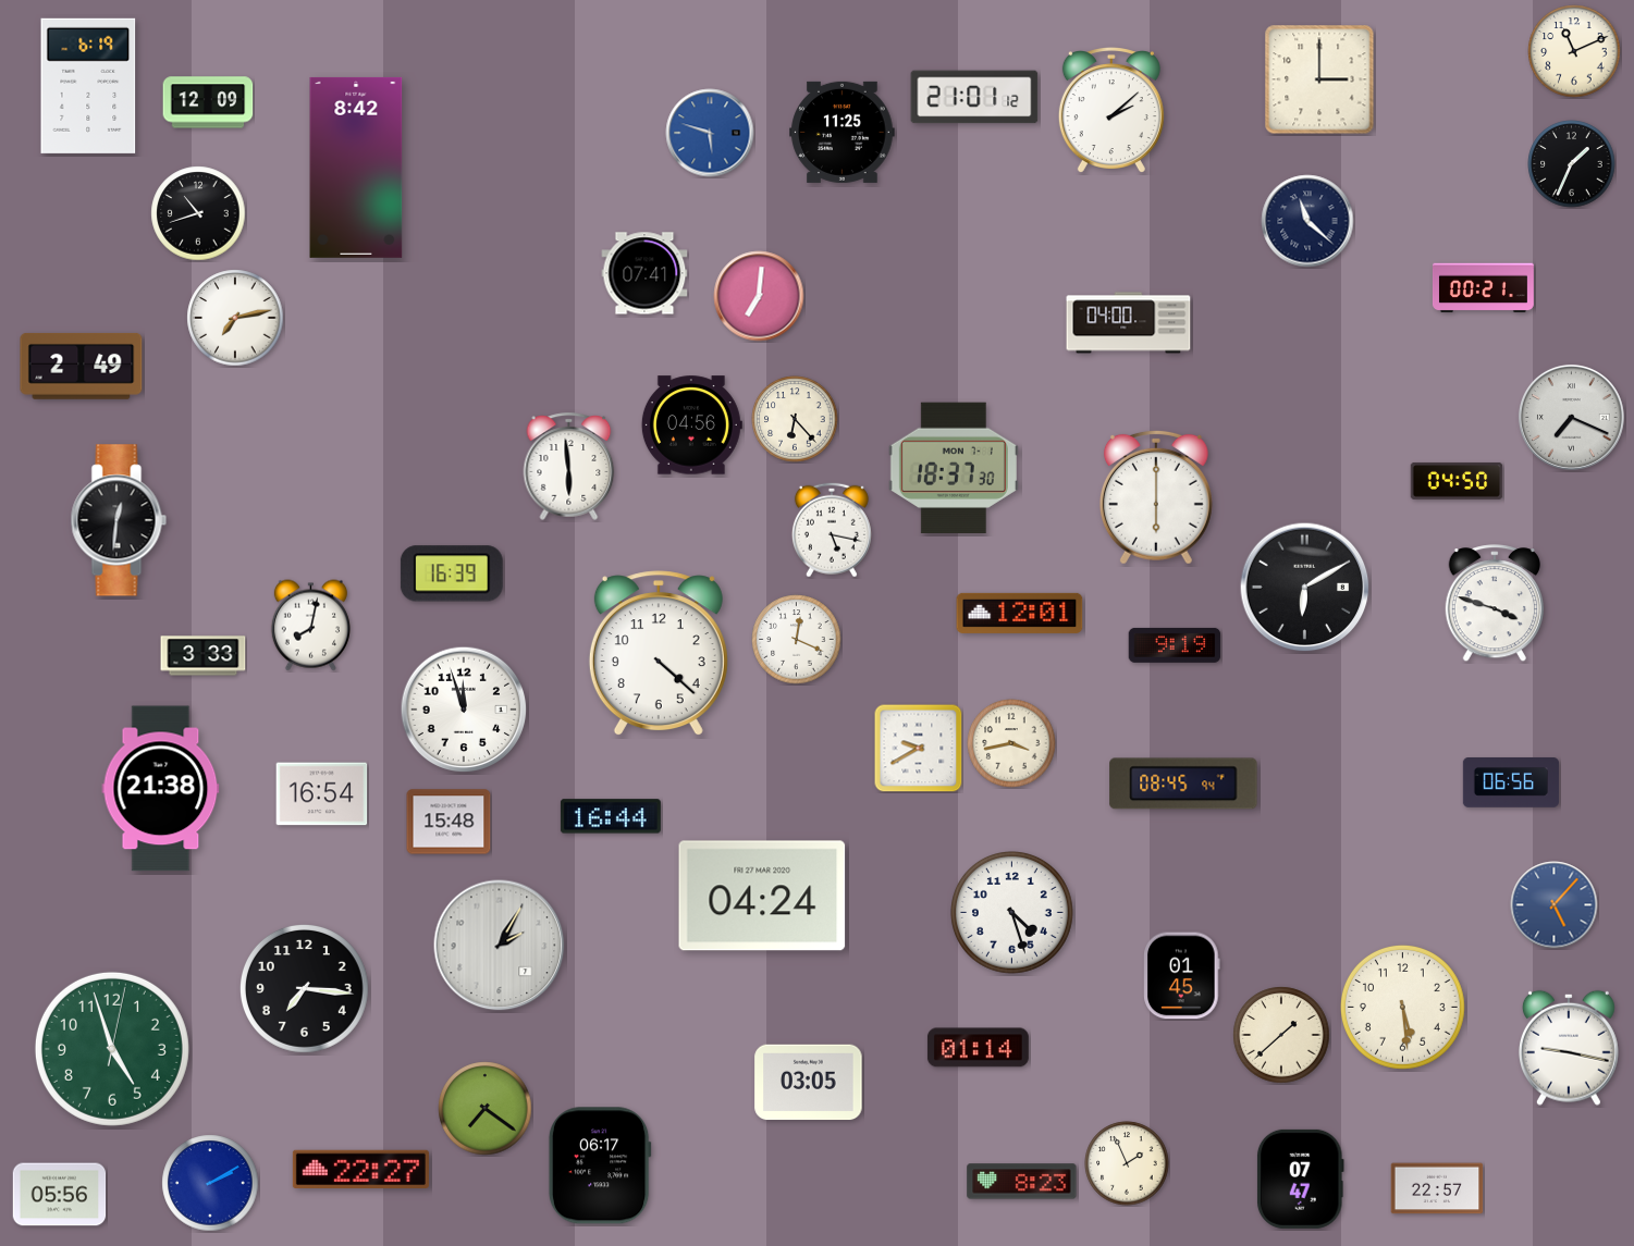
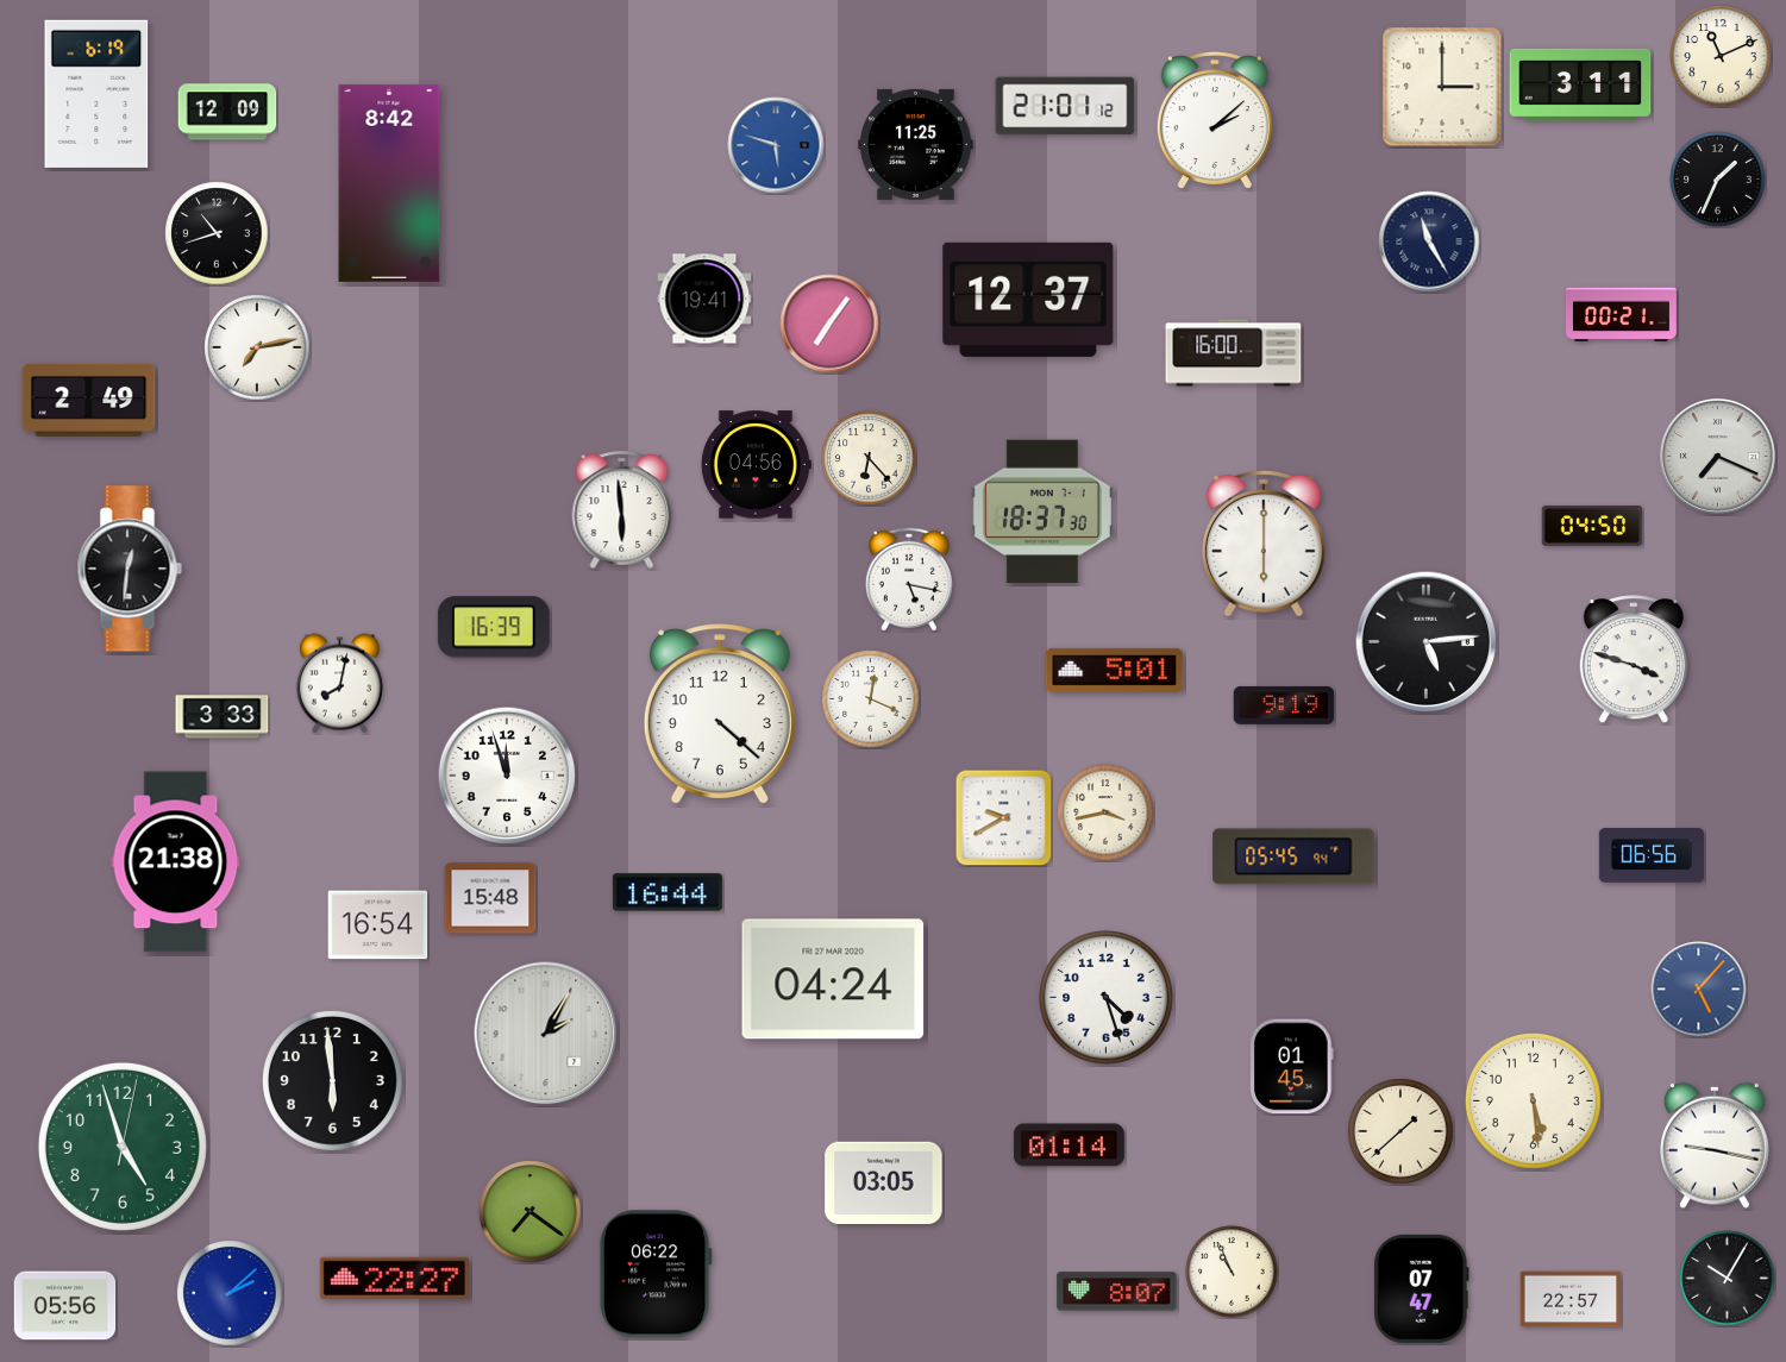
clock at (1580, 84): none -> 3:11
clock at (843, 132) position: (843, 132) -> (916, 144)
clock at (1307, 221): 11:22 -> 11:25
clock at (644, 273): 07:41 -> 19:41
clock at (1028, 300): none -> 12:37
clock at (759, 296): 7:01 -> 7:06
clock at (1129, 323): 04:00 -> 16:00
clock at (1305, 588): 6:10 -> 5:14
clock at (1020, 613): 12:01 -> 5:01
clock at (1183, 784): 08:45 -> 05:45
clock at (322, 794) position: (322, 794) -> (378, 925)
clock at (304, 988): 7:16 -> 5:59
clock at (1127, 1163): 1:56 -> 10:56
clock at (600, 1165): 06:17 -> 06:22
clock at (1728, 1279): none -> 10:05
clock at (1022, 1182): 8:23 -> 8:07
clock at (210, 1183): 2:10 -> 2:08
